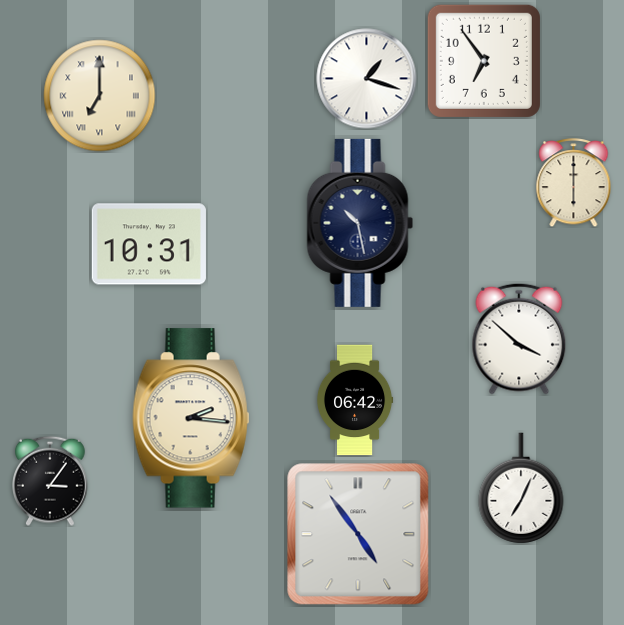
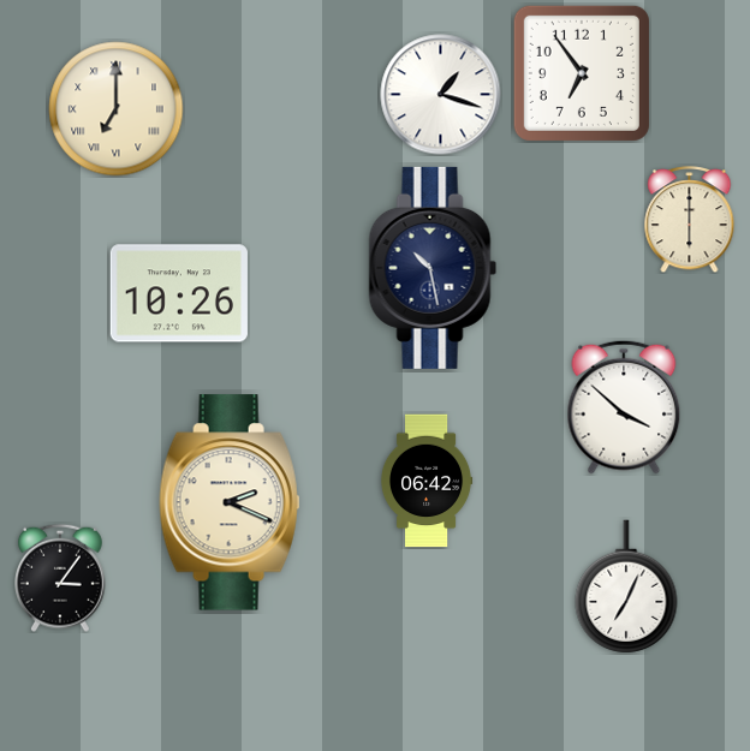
clock at (100, 96) position: (100, 96) -> (117, 109)
clock at (149, 244): 10:31 -> 10:26
clock at (191, 418): 2:16 -> 2:19
clock at (358, 534): 4:54 -> none
